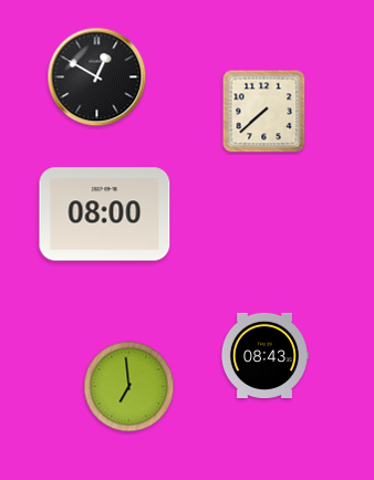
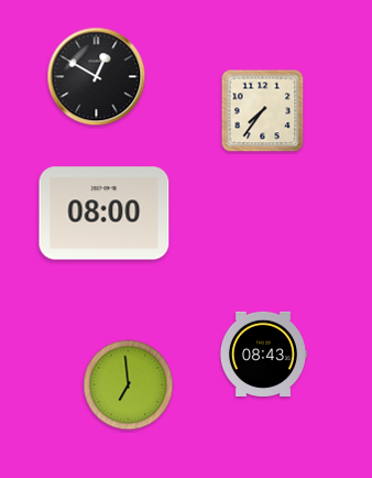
clock at (264, 112): 7:38 -> 7:36
